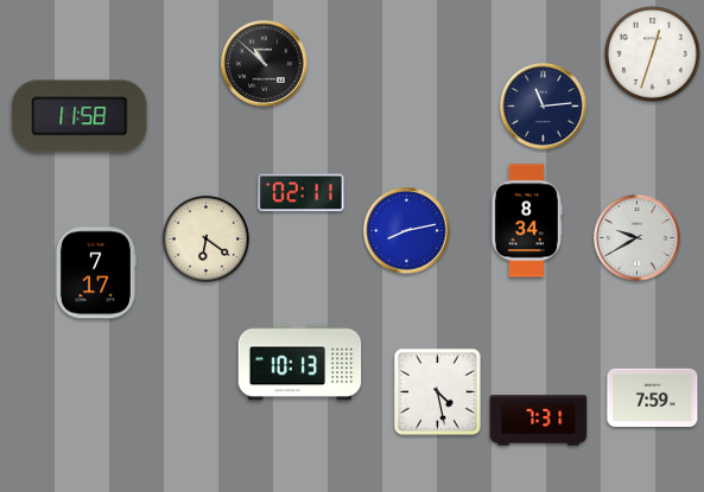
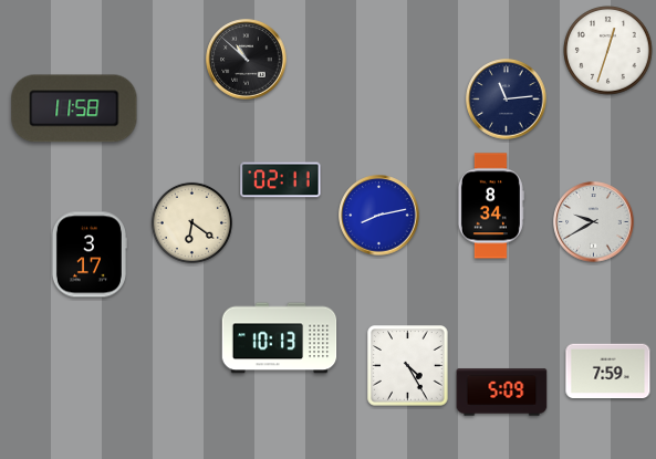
clock at (95, 273): 7:17 -> 3:17
clock at (438, 392): 4:28 -> 4:25
clock at (539, 421): 7:31 -> 5:09
